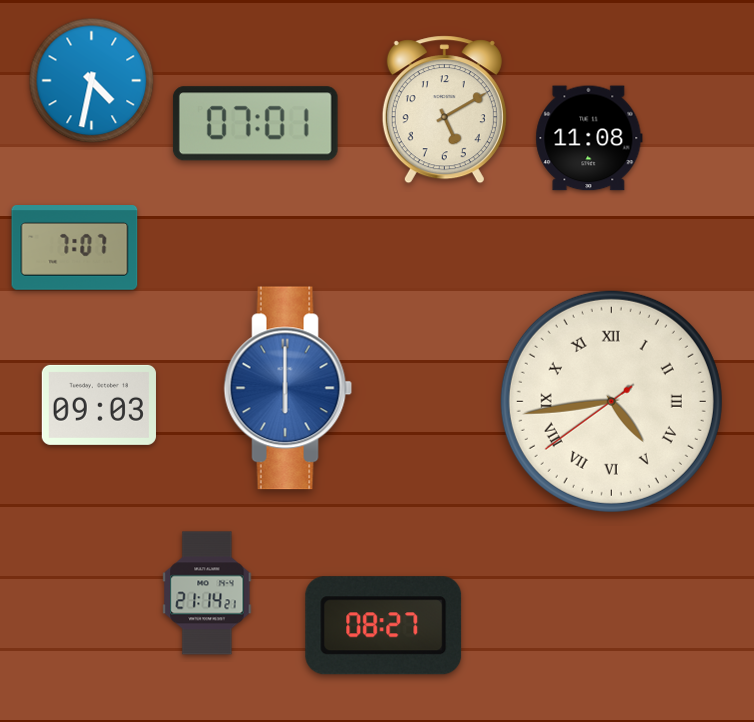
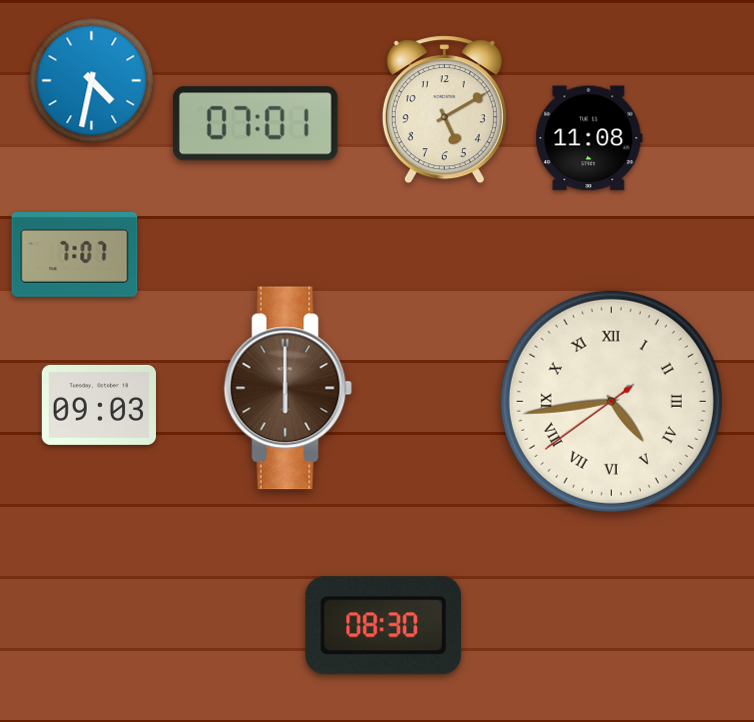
clock at (75, 248) position: (75, 248) -> (75, 255)
clock at (288, 388) dial: blue -> brown
clock at (207, 593): 21:14 -> none
clock at (384, 626): 08:27 -> 08:30
